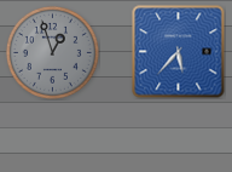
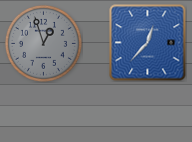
clock at (179, 52): 5:37 -> 12:37
